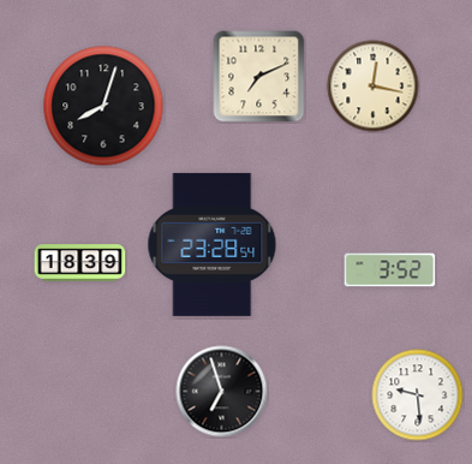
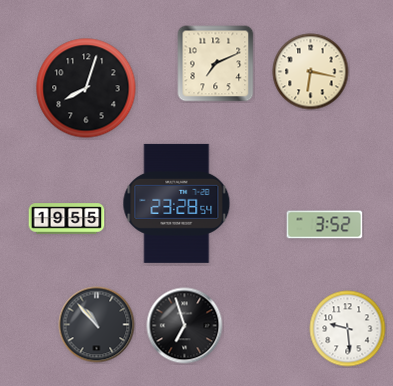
clock at (374, 87): 12:17 -> 6:17
clock at (80, 263): 18:39 -> 19:55
clock at (97, 325): none -> 10:53
